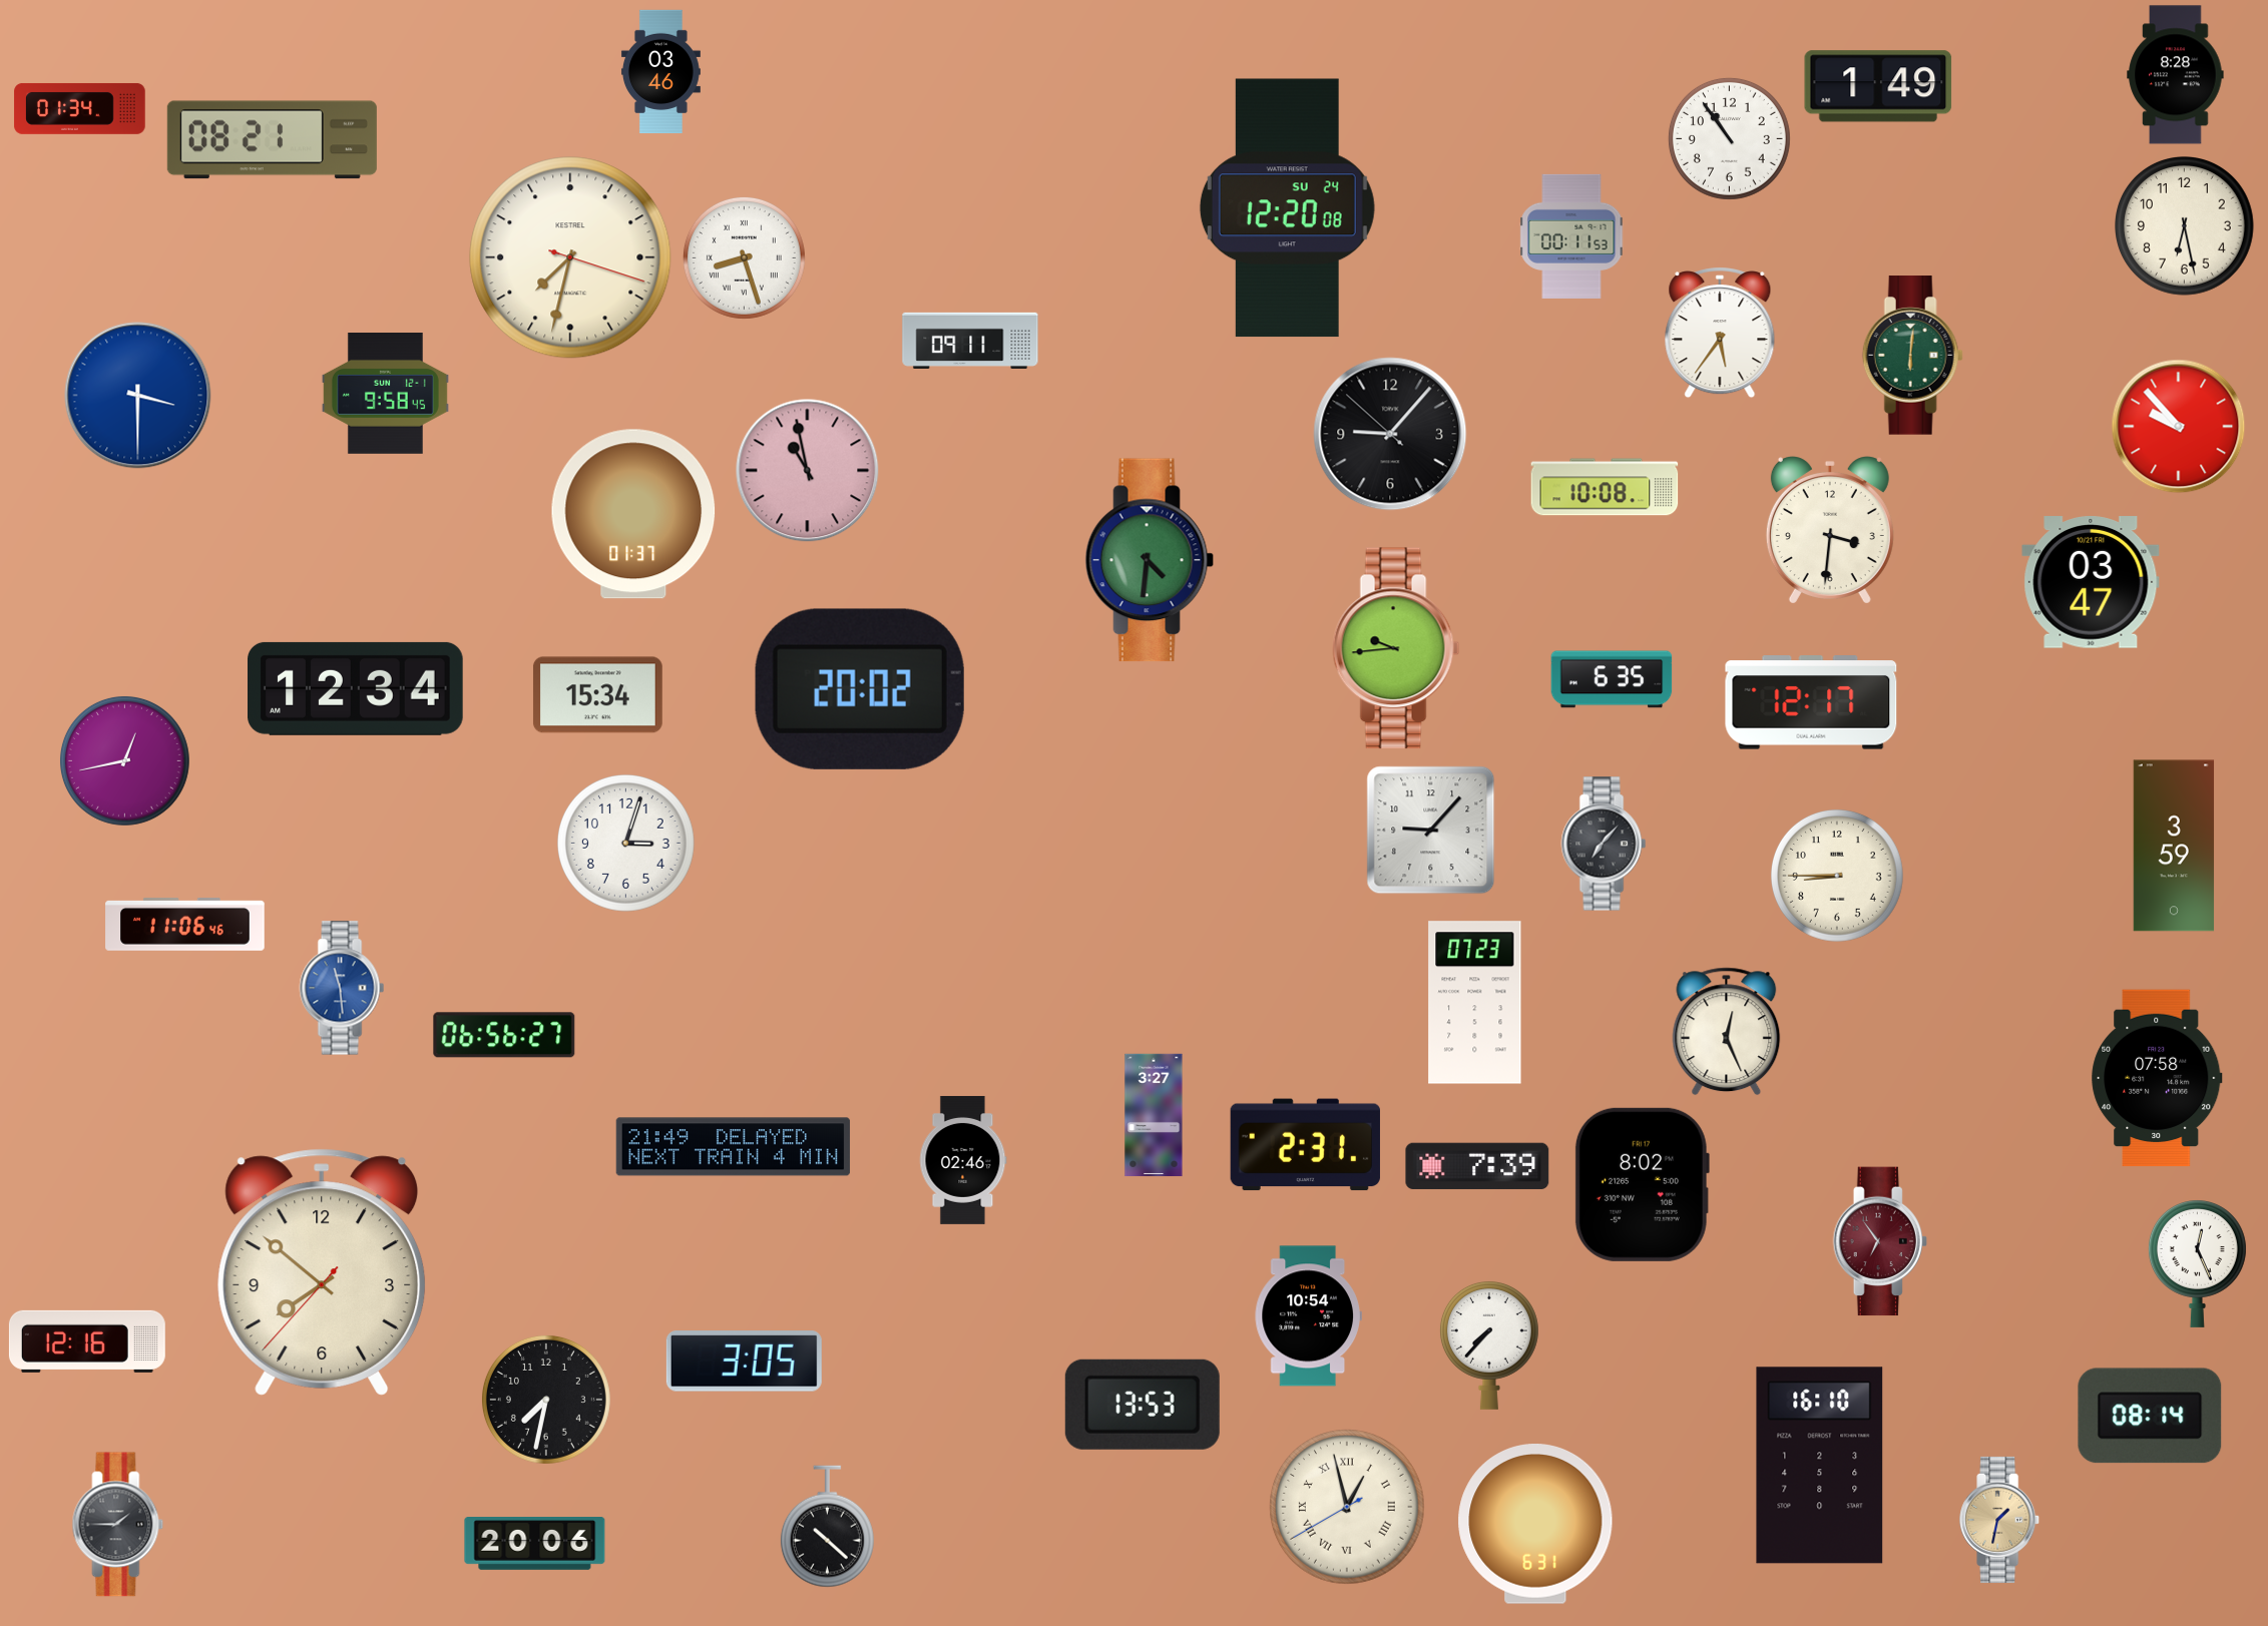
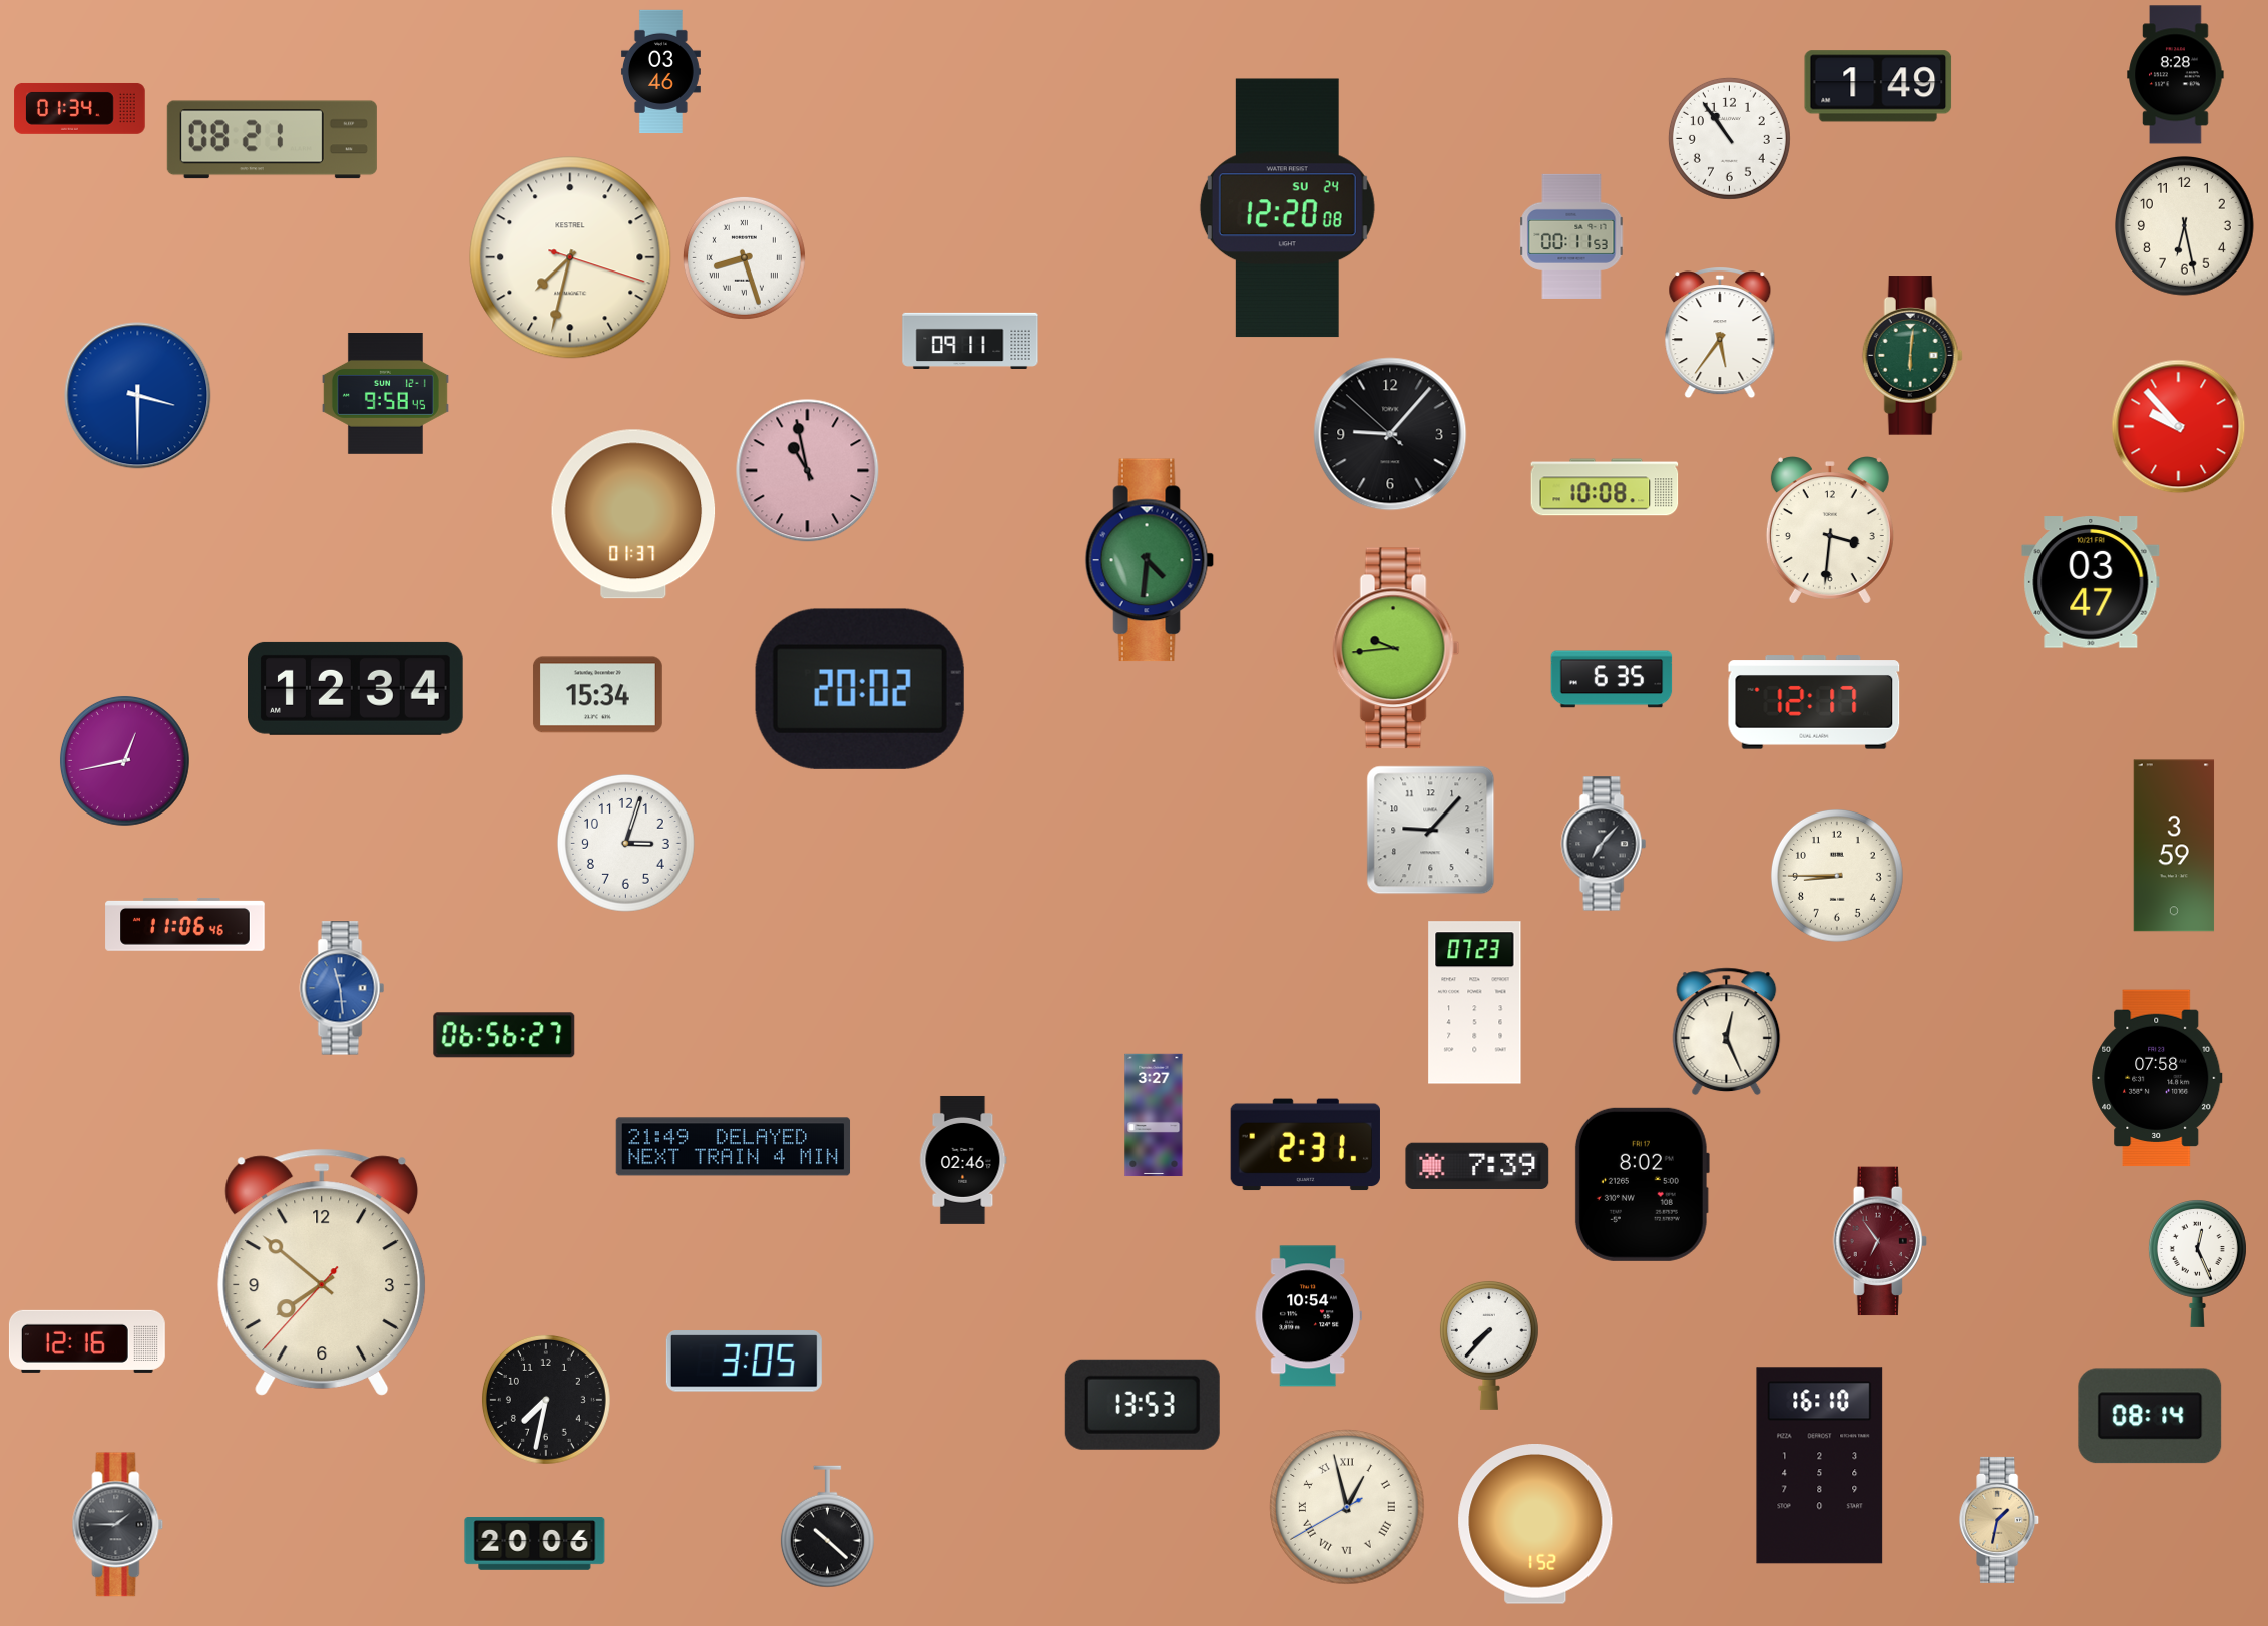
clock at (1811, 702) position: (1811, 702) -> (1814, 702)
clock at (1535, 1525): 6:31 -> 1:52
